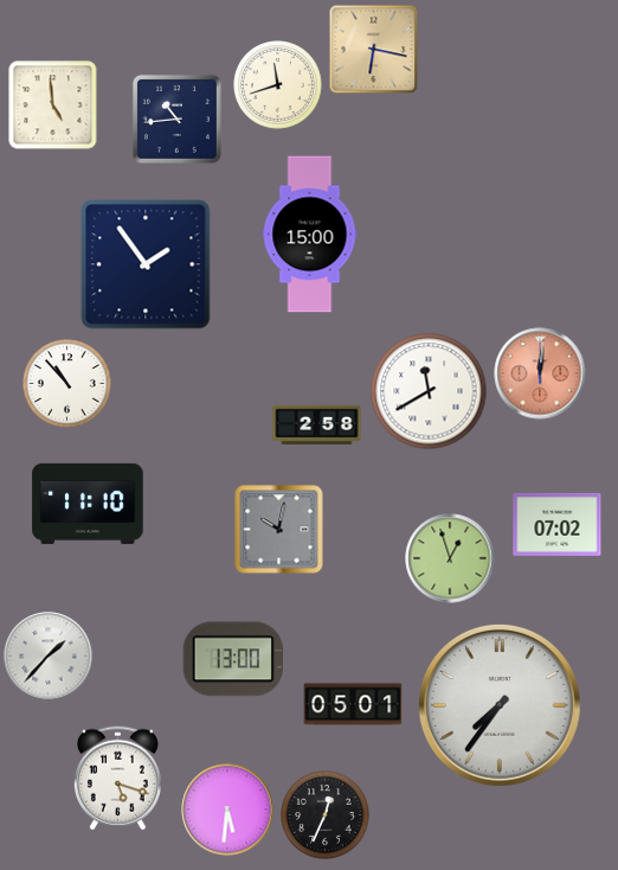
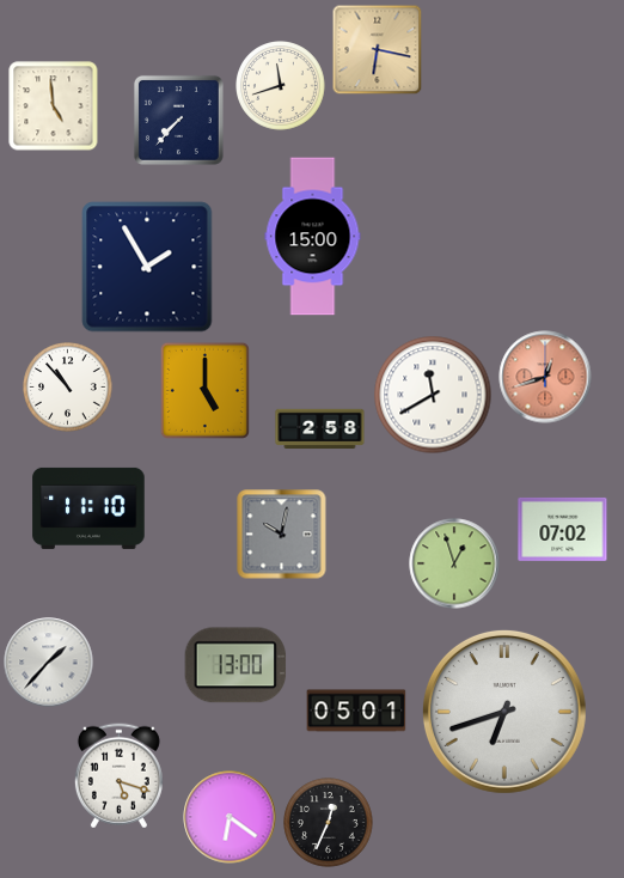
clock at (176, 119): 10:44 -> 7:37
clock at (146, 264): 1:54 -> 1:55
clock at (540, 373): 12:01 -> 12:42
clock at (204, 390): none -> 5:00
clock at (500, 705): 7:36 -> 6:42
clock at (117, 779) position: (117, 779) -> (118, 776)
clock at (227, 810): 5:31 -> 6:21
